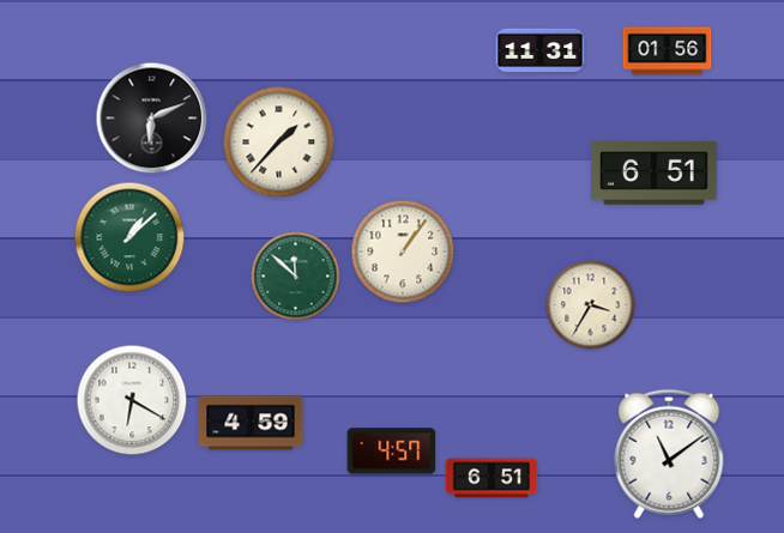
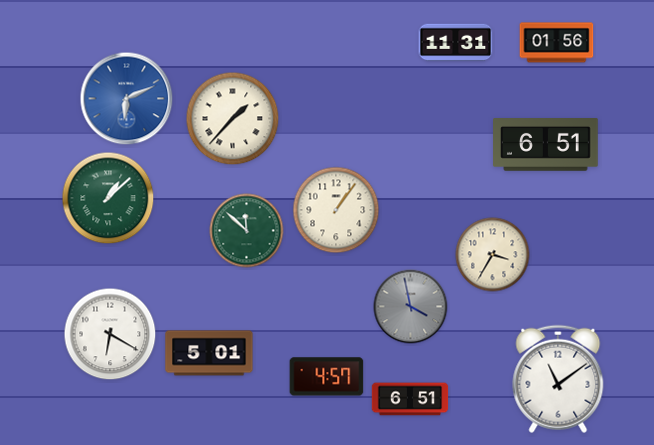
clock at (541, 52) position: (541, 52) -> (456, 43)
clock at (152, 119) dial: black -> blue
clock at (411, 307): none -> 3:58
clock at (251, 423): 4:59 -> 5:01
